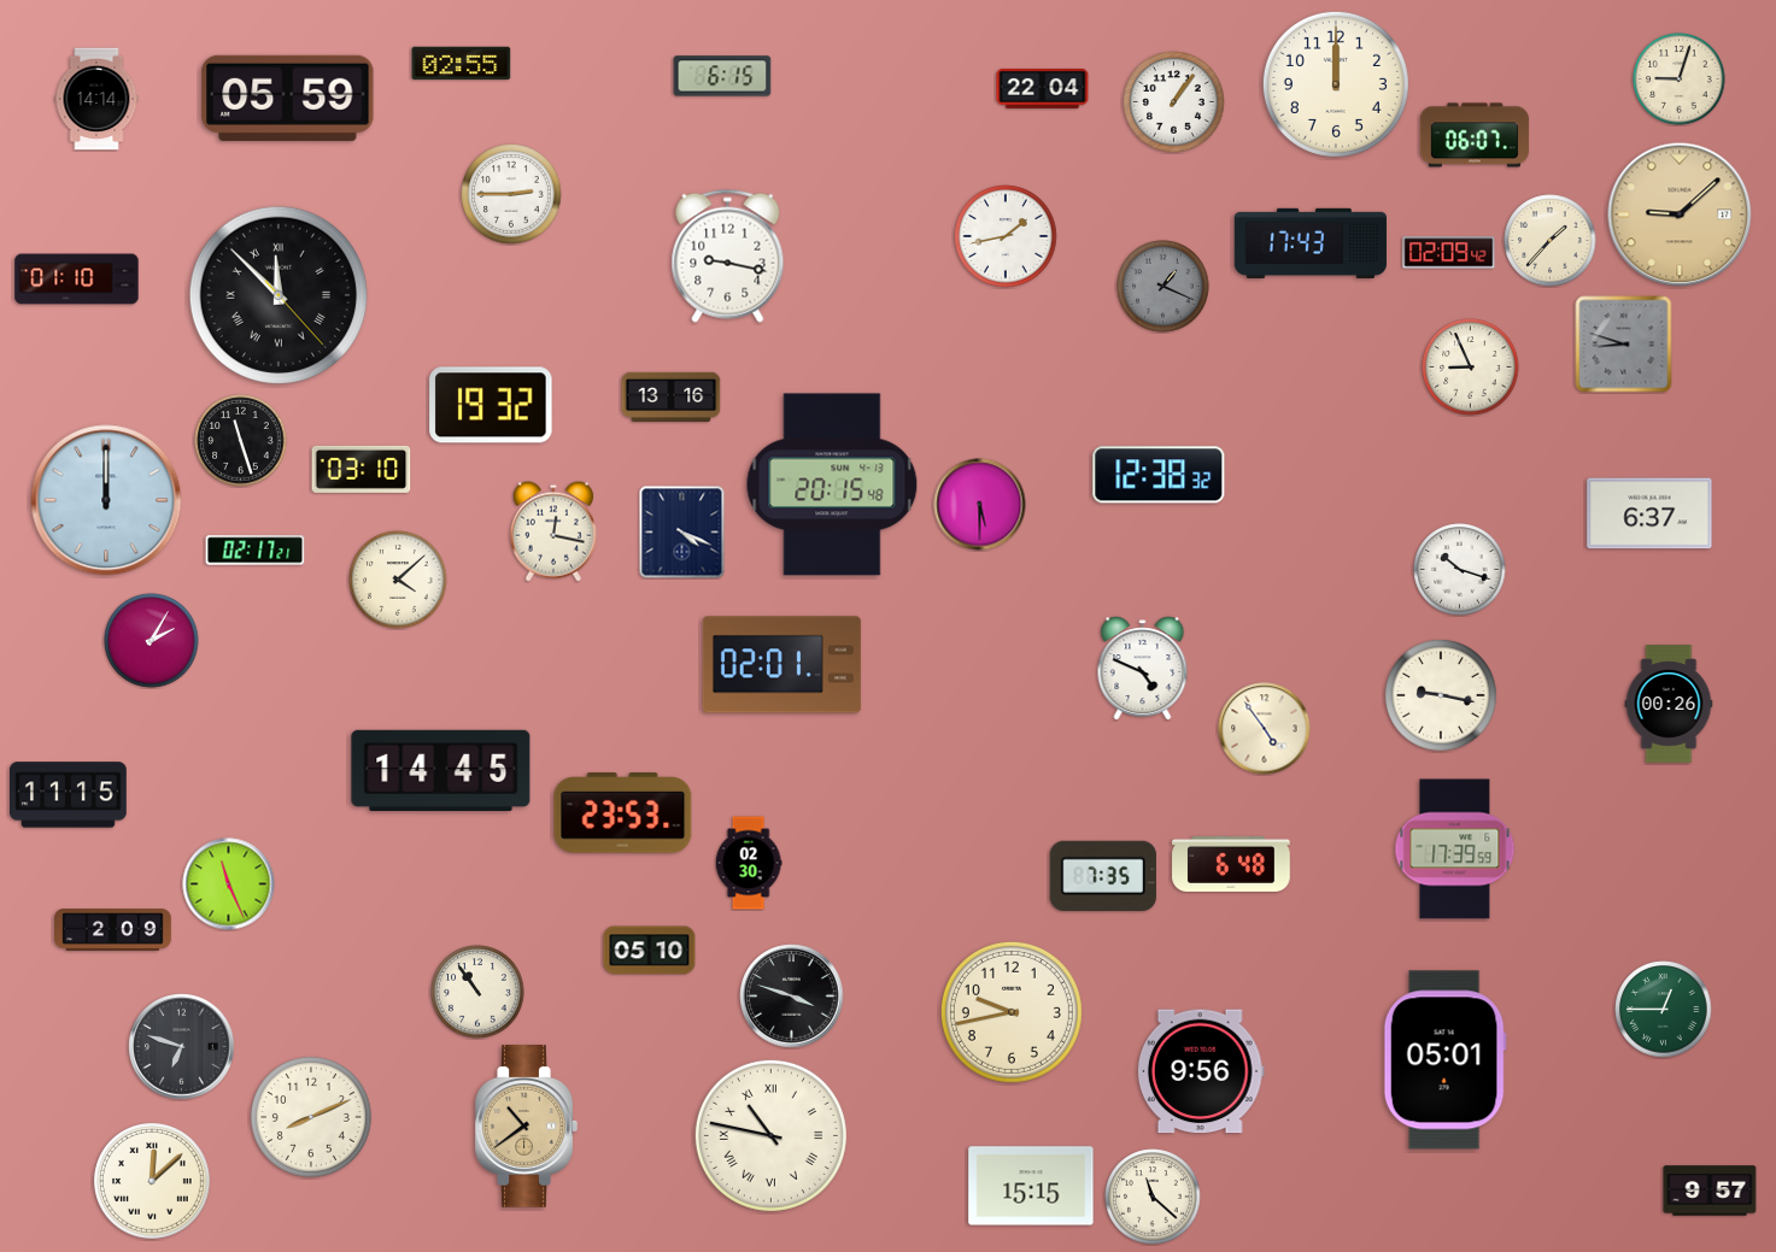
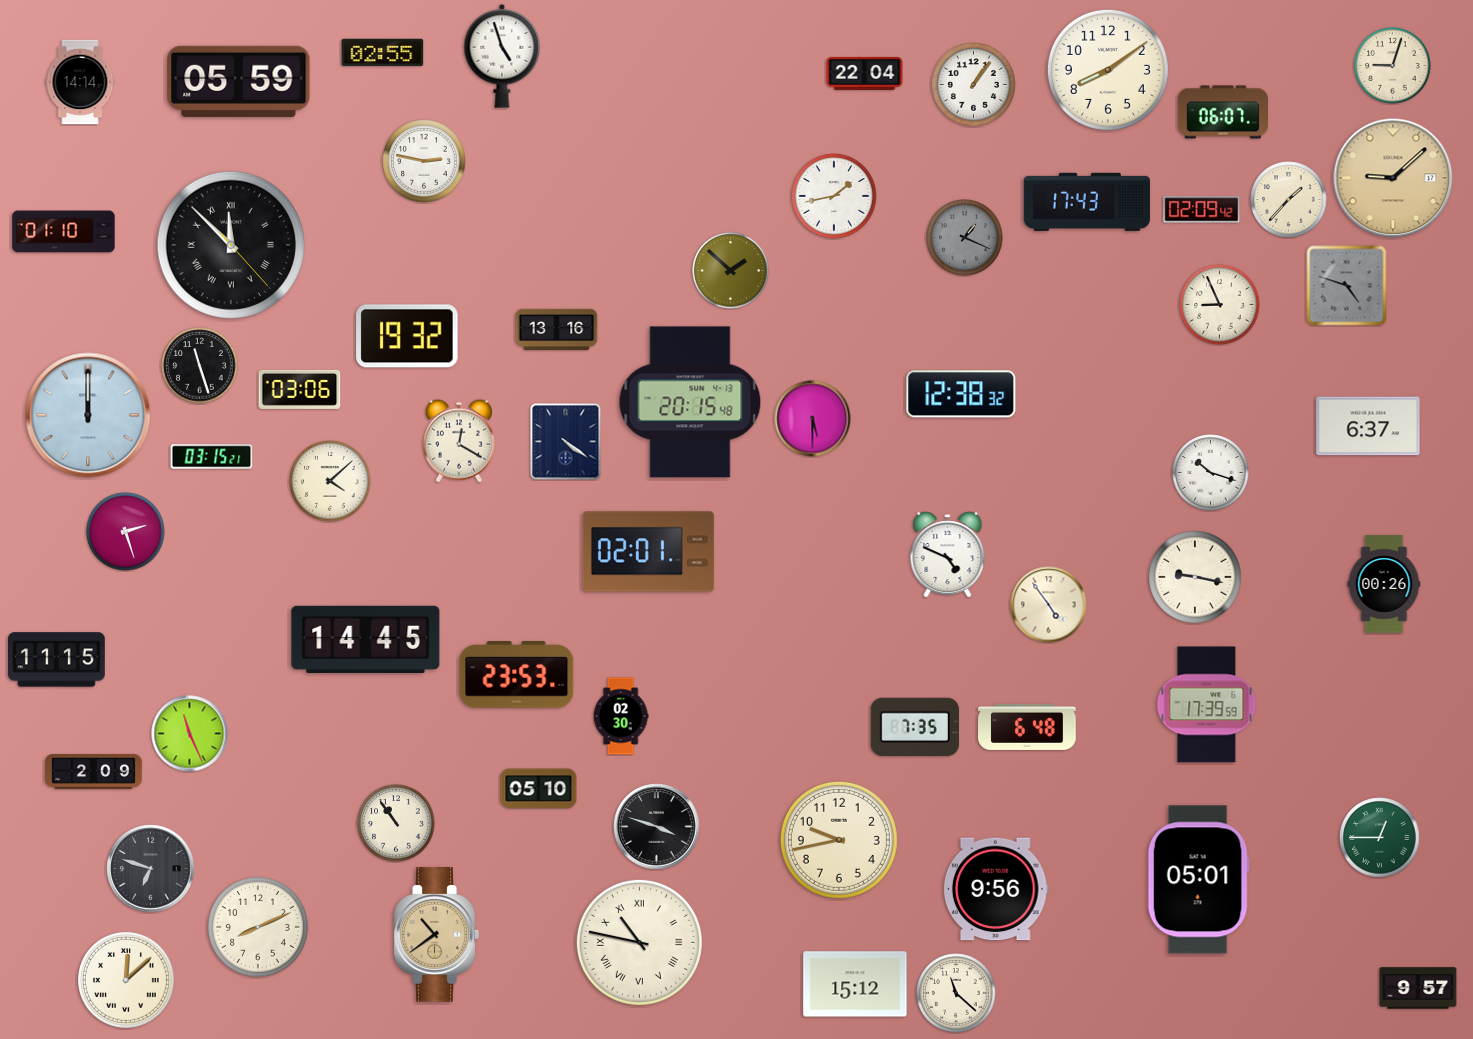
clock at (502, 56): none -> 4:57
clock at (722, 76): 6:15 -> none
clock at (1336, 84): 12:00 -> 8:09
clock at (511, 194): 2:45 -> 2:47
clock at (1551, 241) position: (1551, 241) -> (1289, 200)
clock at (728, 255): 9:17 -> none
clock at (731, 271): none -> 1:52
clock at (1624, 345): 8:48 -> 4:48
clock at (362, 469): 03:10 -> 03:06
clock at (553, 531): 12:17 -> 12:20
clock at (682, 533): 4:19 -> 4:21
clock at (256, 551): 02:17 -> 03:15
clock at (152, 641): 2:05 -> 2:27
clock at (1231, 864) position: (1231, 864) -> (1027, 727)
clock at (1031, 1186): 15:15 -> 15:12
